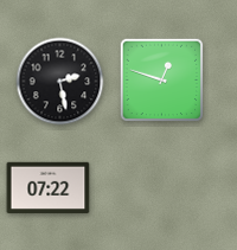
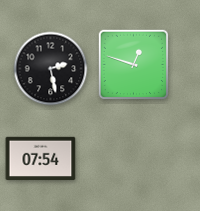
clock at (162, 81) position: (162, 81) -> (134, 65)
clock at (49, 188): 07:22 -> 07:54
